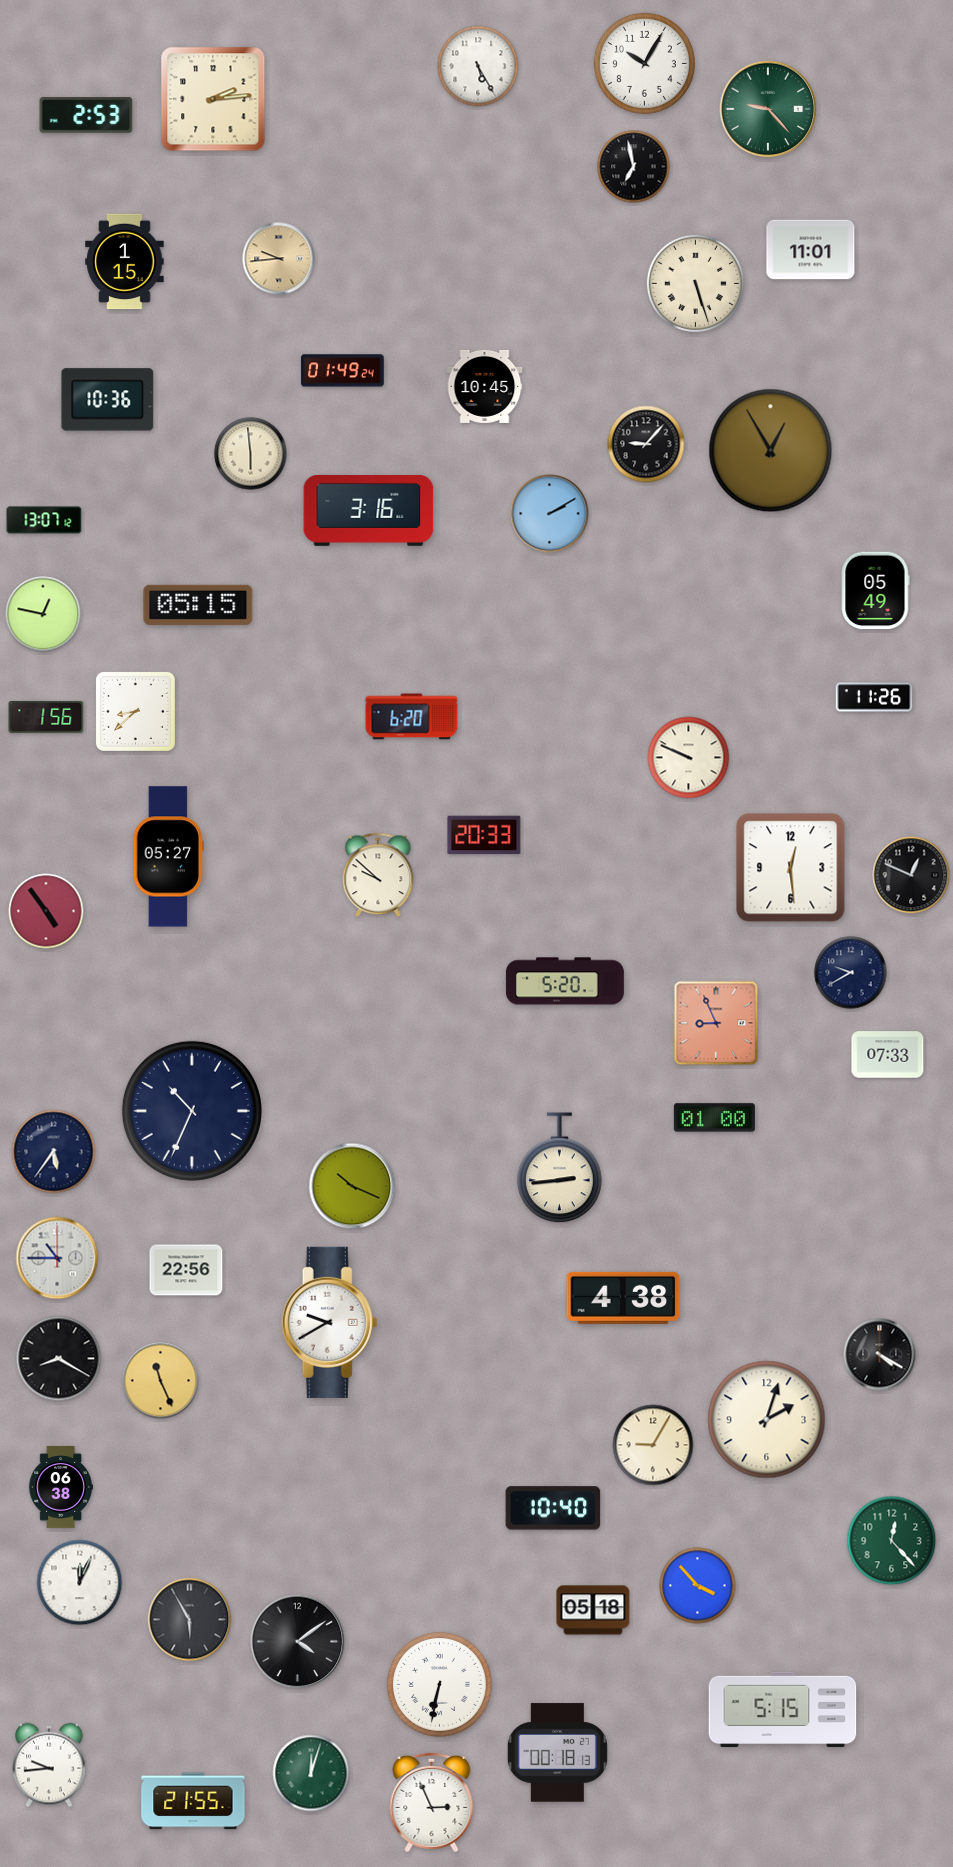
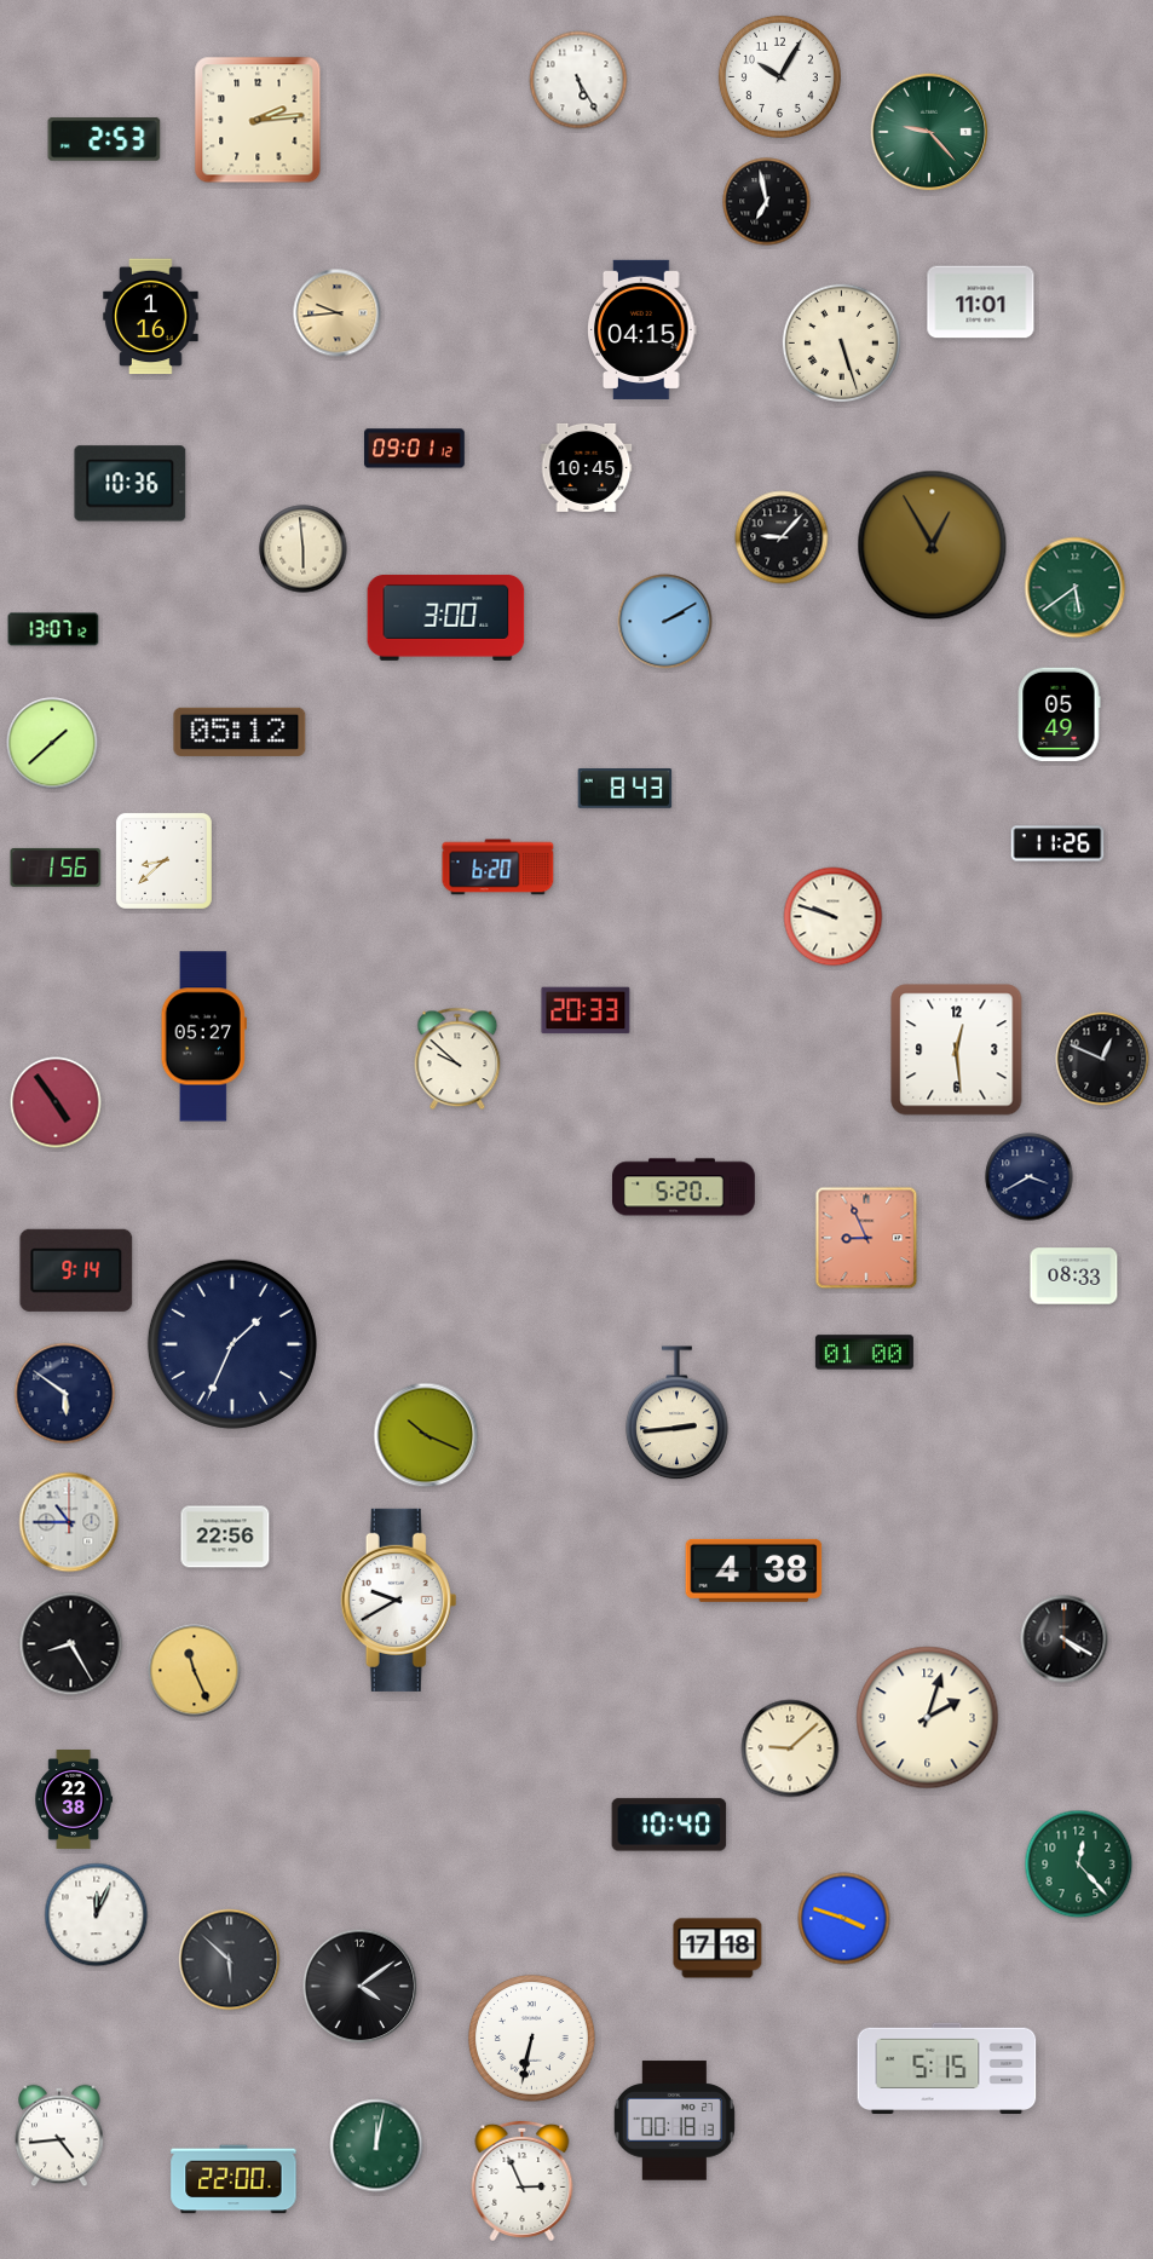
clock at (125, 262): 1:15 -> 1:16
clock at (642, 329): none -> 04:15
clock at (343, 371): 01:49 -> 09:01
clock at (1076, 588): none -> 5:39
clock at (369, 510): 3:16 -> 3:00
clock at (198, 605): 05:15 -> 05:12
clock at (43, 614): 12:47 -> 1:38
clock at (625, 789): none -> 8:43
clock at (689, 758): 9:49 -> 9:48
clock at (851, 973): 9:40 -> 3:40
clock at (76, 1270): none -> 9:14
clock at (888, 1055): 07:33 -> 08:33
clock at (192, 1111): 10:34 -> 1:34
clock at (54, 1152): 5:36 -> 5:51
clock at (59, 1359): 8:20 -> 8:25
clock at (653, 1445): 9:05 -> 9:08
clock at (61, 1488): 06:38 -> 22:38
clock at (698, 1586): 3:53 -> 3:48
clock at (593, 1610): 05:18 -> 17:18
clock at (190, 1620): 5:55 -> 5:52
clock at (49, 1765): 9:44 -> 4:44
clock at (311, 1773): 12:03 -> 12:02
clock at (193, 1801): 21:55 -> 22:00
